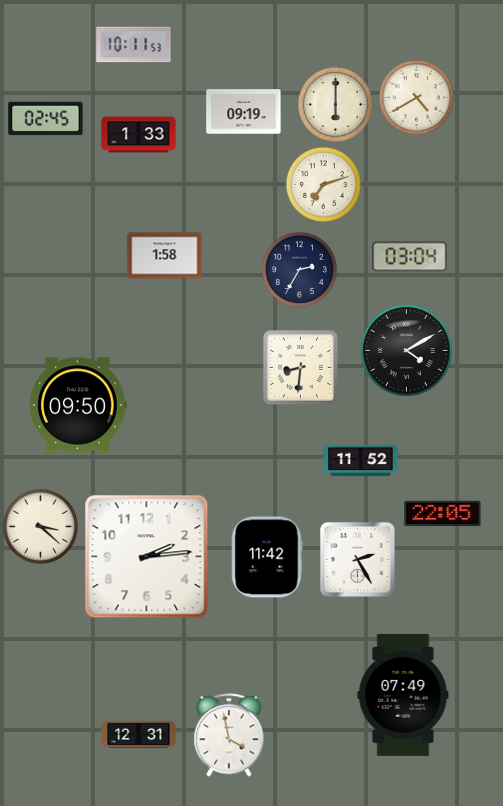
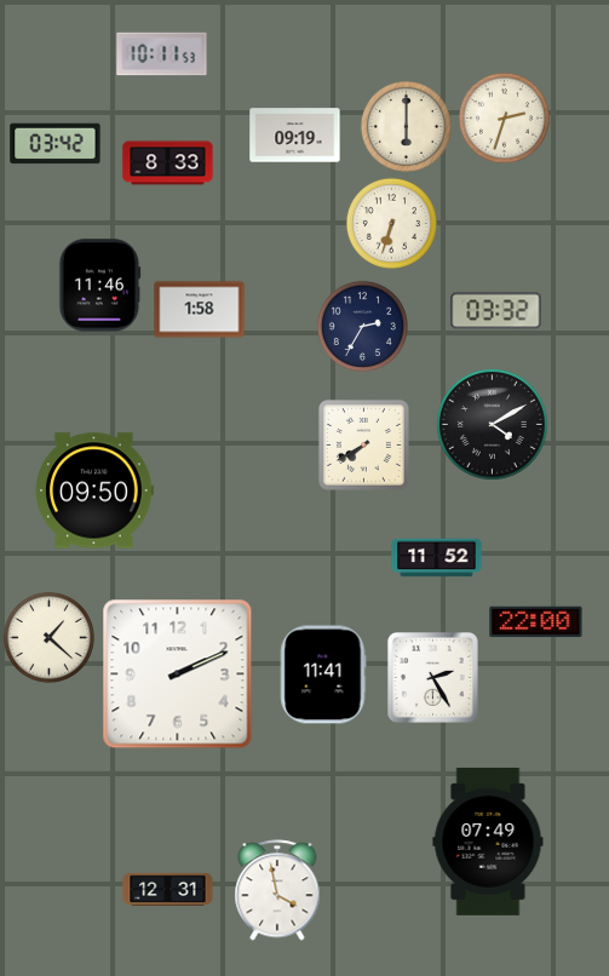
clock at (416, 97): 4:40 -> 2:33
clock at (46, 119): 02:45 -> 03:42
clock at (139, 135): 1:33 -> 8:33
clock at (323, 184): 7:12 -> 6:33
clock at (100, 286): none -> 11:46
clock at (410, 257): 03:04 -> 03:32
clock at (301, 368): 8:31 -> 7:40
clock at (443, 514): 22:05 -> 22:00
clock at (40, 526): 3:22 -> 1:22
clock at (147, 557): 2:14 -> 2:11
clock at (267, 557): 11:42 -> 11:41
